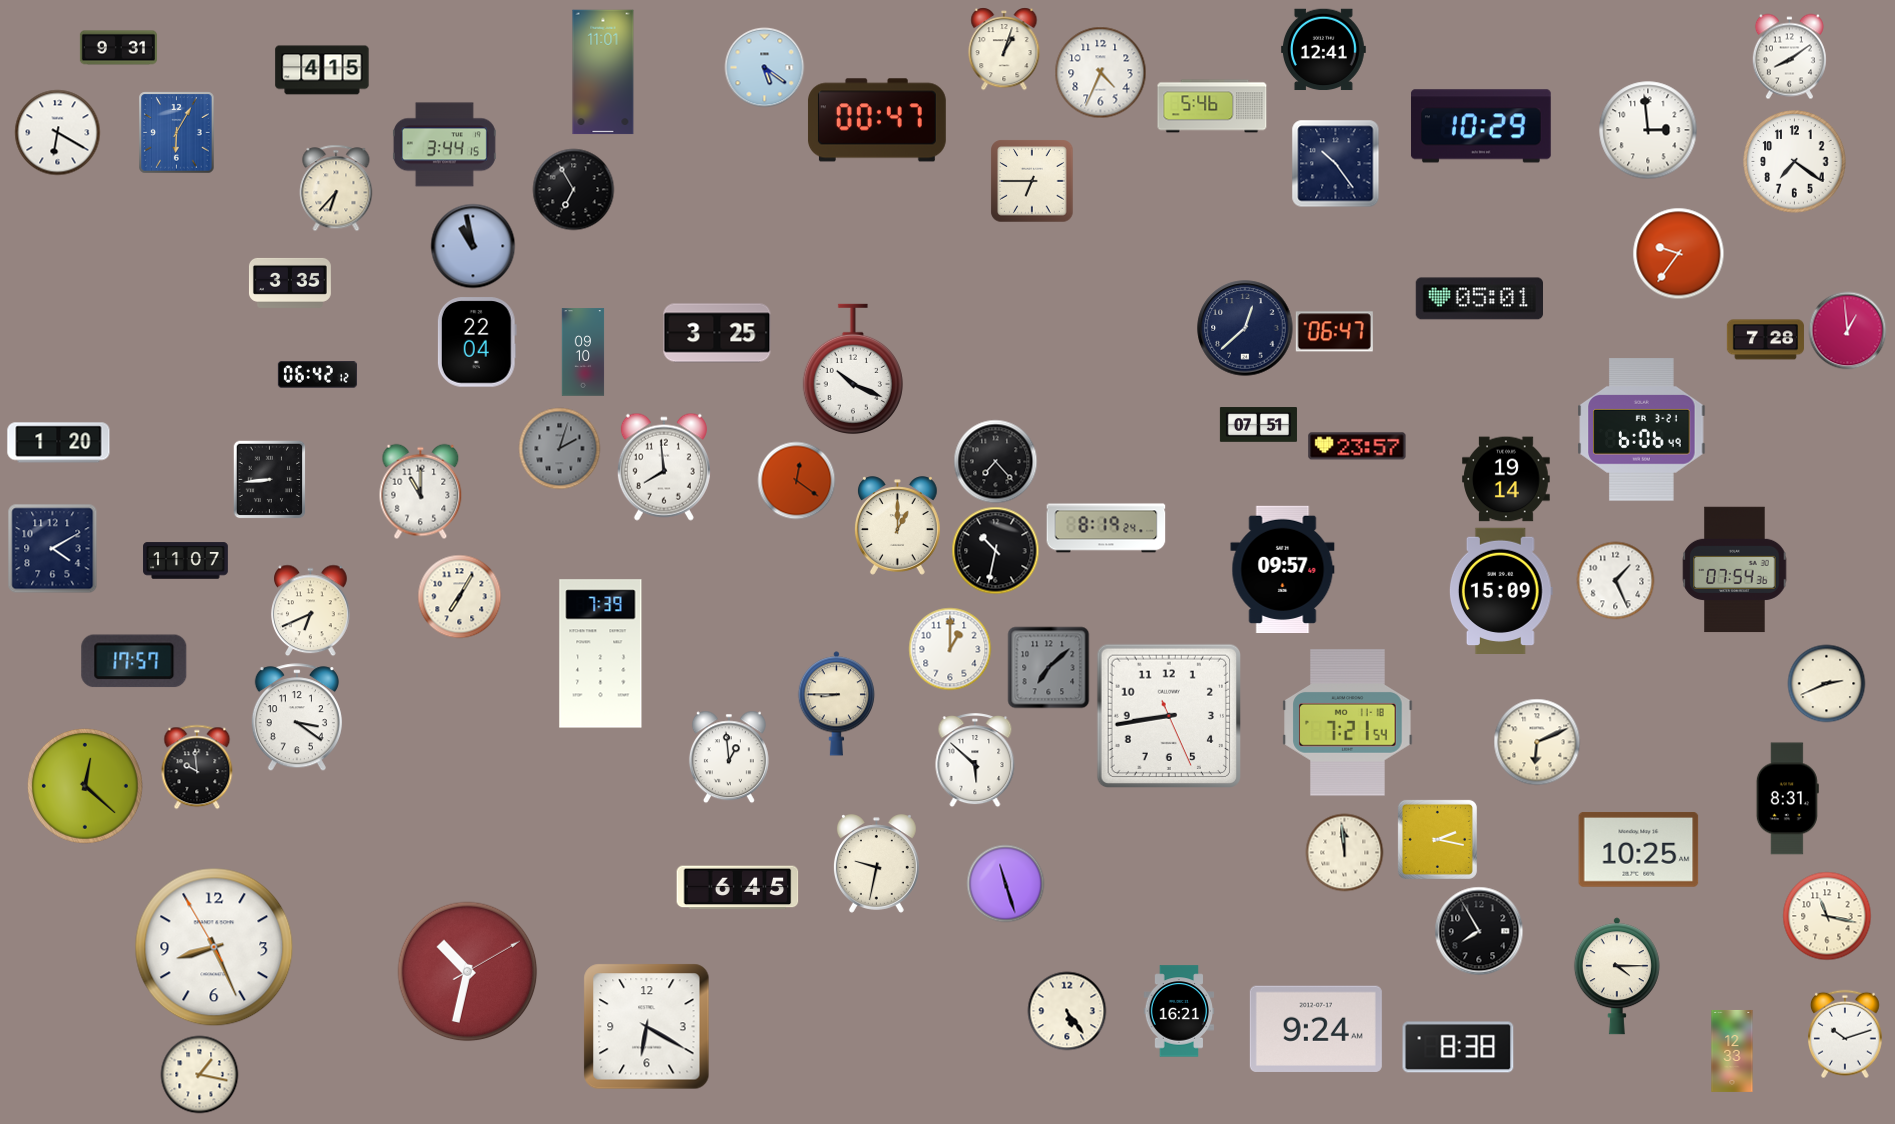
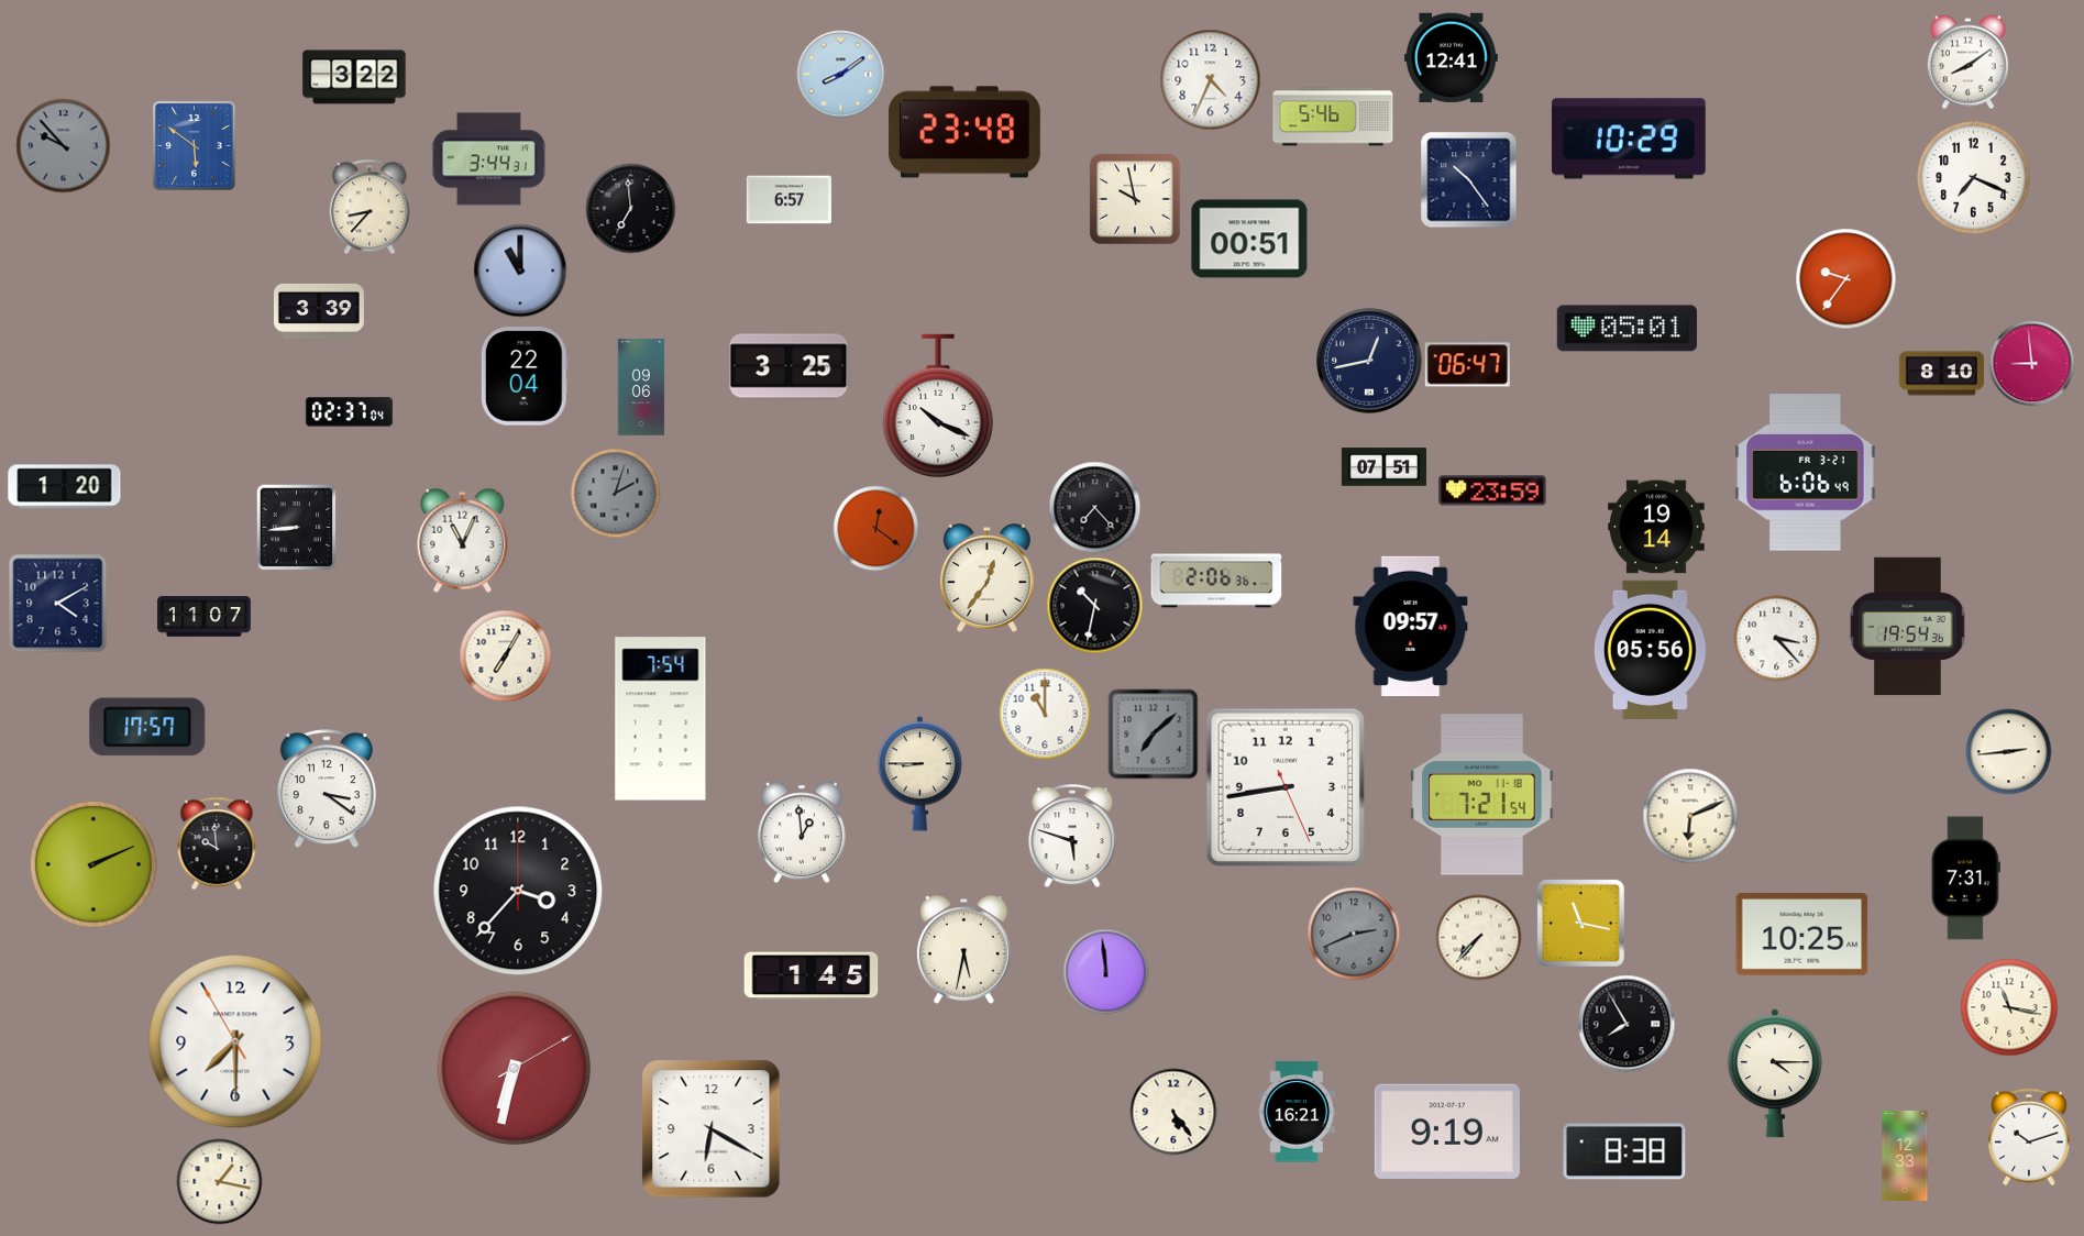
clock at (118, 48): 9:31 -> none
clock at (1004, 49): 1:03 -> none
clock at (1323, 50) position: (1323, 50) -> (1451, 58)
clock at (764, 67): 5:21 -> 8:09
clock at (322, 70): 4:15 -> 3:22
clock at (603, 72): 11:01 -> none
clock at (877, 120): 00:47 -> 23:48
clock at (1648, 130): 2:59 -> none
clock at (57, 132): 6:20 -> 9:53
clock at (57, 132) dial: white -> grey
clock at (177, 132): 6:05 -> 5:51
clock at (444, 145): 3:44:15 -> 3:44:31
clock at (1795, 162): 7:21 -> 7:19
clock at (1032, 181): 6:45 -> 9:58
clock at (789, 200): none -> 6:57
clock at (336, 188): 6:37 -> 8:37
clock at (573, 189): 6:55 -> 6:59
clock at (1249, 239): none -> 00:51
clock at (473, 246): 10:58 -> 11:00
clock at (290, 283): 3:35 -> 3:39
clock at (1245, 328): 12:38 -> 12:43
clock at (1847, 330): 12:59 -> 8:59
clock at (1765, 340): 7:28 -> 8:10
clock at (583, 352): 09:10 -> 09:06
clock at (317, 375): 06:42 -> 02:37
clock at (1357, 446): 23:57 -> 23:59
clock at (664, 467): 7:59 -> none
clock at (421, 491): 11:00 -> 11:04
clock at (897, 526): 1:00 -> 12:36
clock at (1106, 528): 8:19 -> 2:06
clock at (1735, 570): 07:54 -> 19:54
clock at (1615, 580): 1:26 -> 3:23
clock at (1501, 590): 15:09 -> 05:56
clock at (311, 610): 6:41 -> none
clock at (950, 649): 1:00 -> 11:00
clock at (601, 654): 7:39 -> 7:54
clock at (1826, 683): 2:41 -> 2:44
clock at (975, 760): 5:52 -> 5:48
clock at (85, 786): 12:22 -> 2:11
clock at (1787, 799): 8:31 -> 7:31
clock at (518, 891): none -> 3:37
clock at (1437, 839): 2:17 -> 11:17
clock at (1354, 934): none -> 2:41
clock at (1344, 852): 11:59 -> 7:37
clock at (876, 864): 9:32 -> 5:32
clock at (1005, 883): 11:27 -> 11:59
clock at (738, 888): 6:45 -> 1:45
clock at (214, 947): 8:25 -> 7:29
clock at (468, 972): 10:32 -> 6:32
clock at (1617, 976) position: (1617, 976) -> (1775, 1073)
clock at (1316, 1029): 9:24 -> 9:19
clock at (1458, 1047) position: (1458, 1047) -> (1624, 1151)
